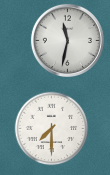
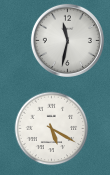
clock at (52, 129): 7:30 -> 5:20
